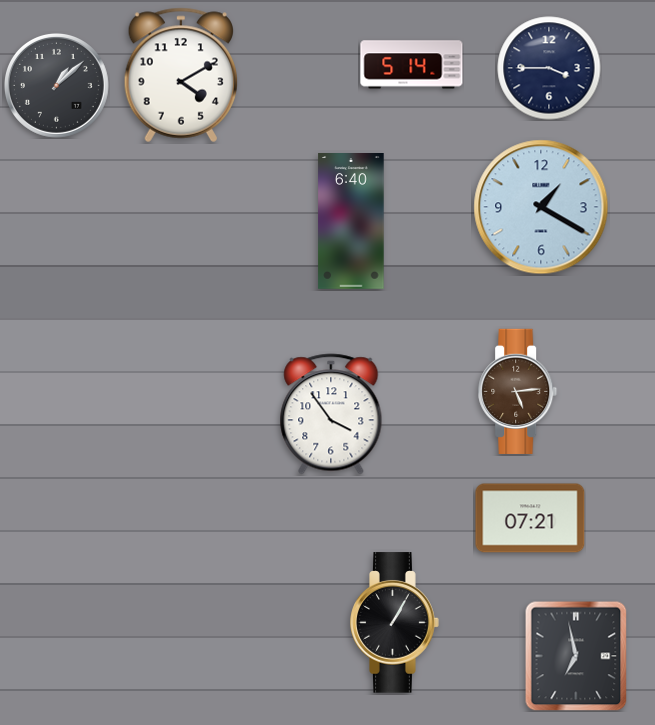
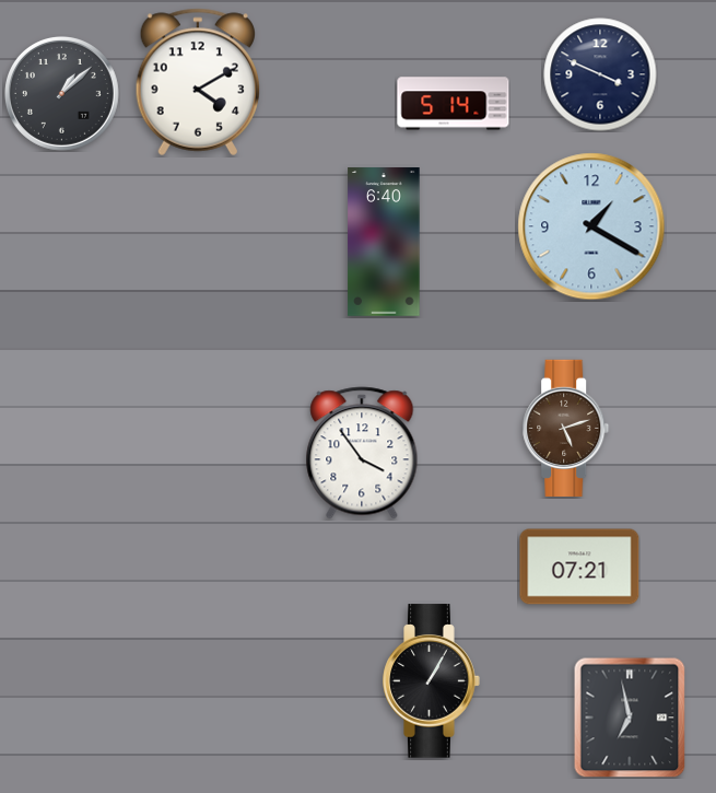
clock at (412, 65) position: (412, 65) -> (454, 104)
clock at (549, 68): 3:45 -> 3:49
clock at (518, 391): 5:14 -> 5:12
